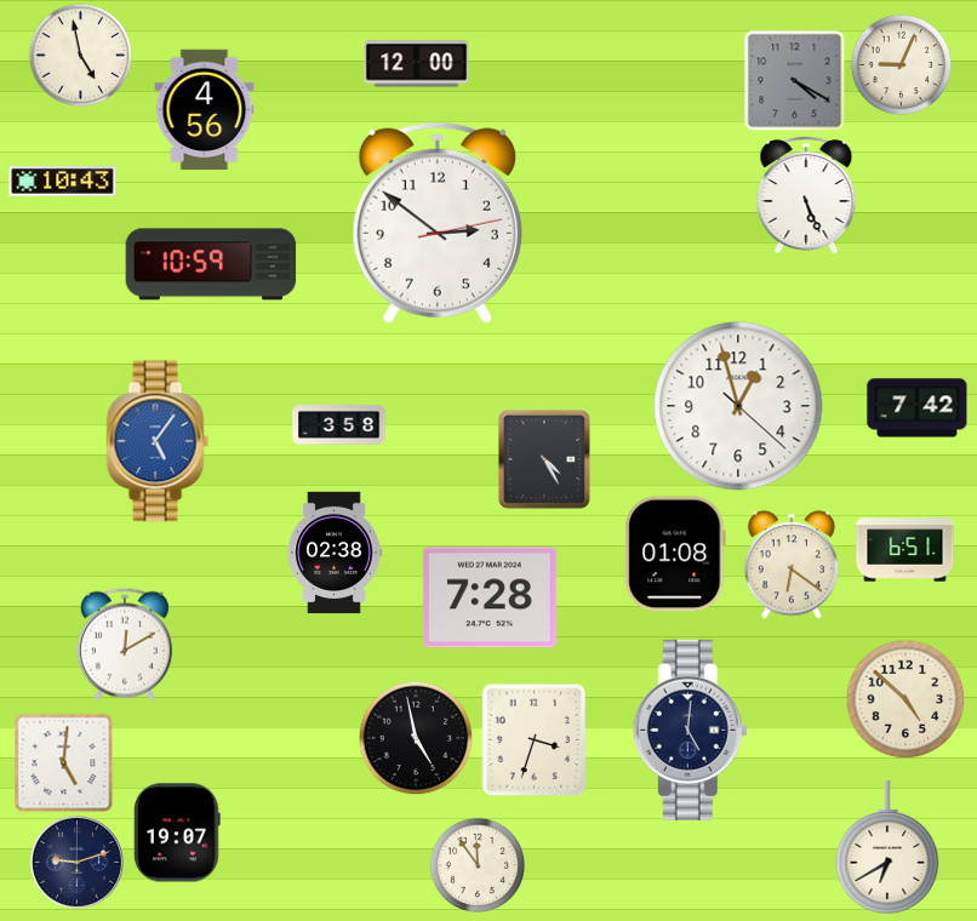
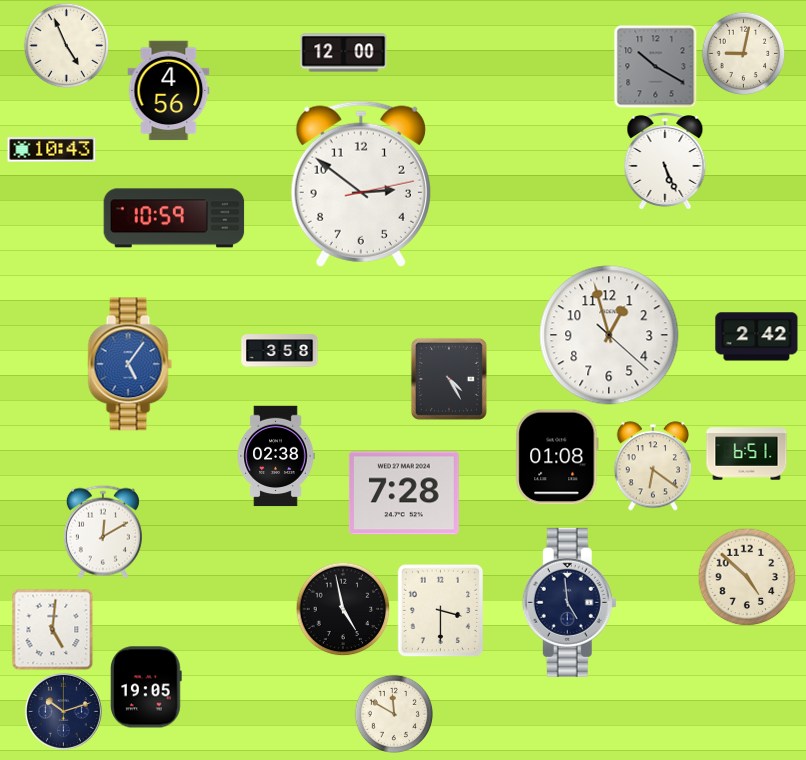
clock at (80, 55): 4:58 -> 4:56
clock at (901, 64): 9:04 -> 9:02
clock at (794, 80): 4:20 -> 10:20
clock at (918, 408): 7:42 -> 2:42
clock at (690, 730): 5:01 -> 4:59
clock at (535, 739): 3:33 -> 3:30
clock at (178, 833): 19:07 -> 19:05
clock at (887, 847): 6:40 -> none
clock at (76, 862): 9:12 -> 10:12
clock at (476, 864): 11:54 -> 11:50
